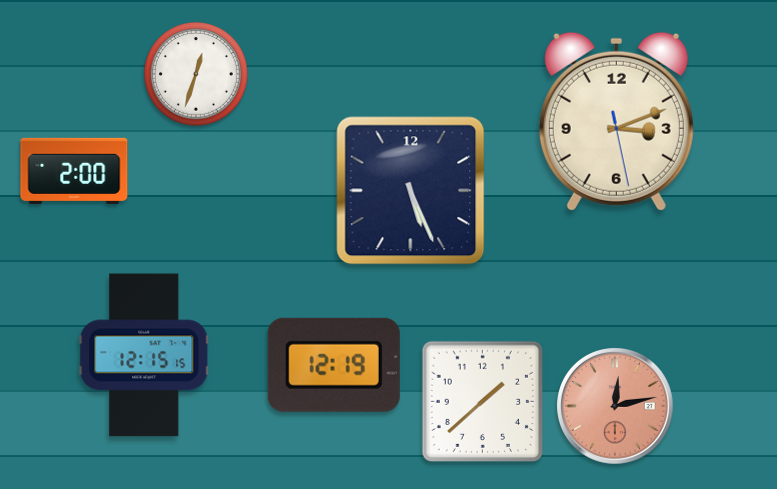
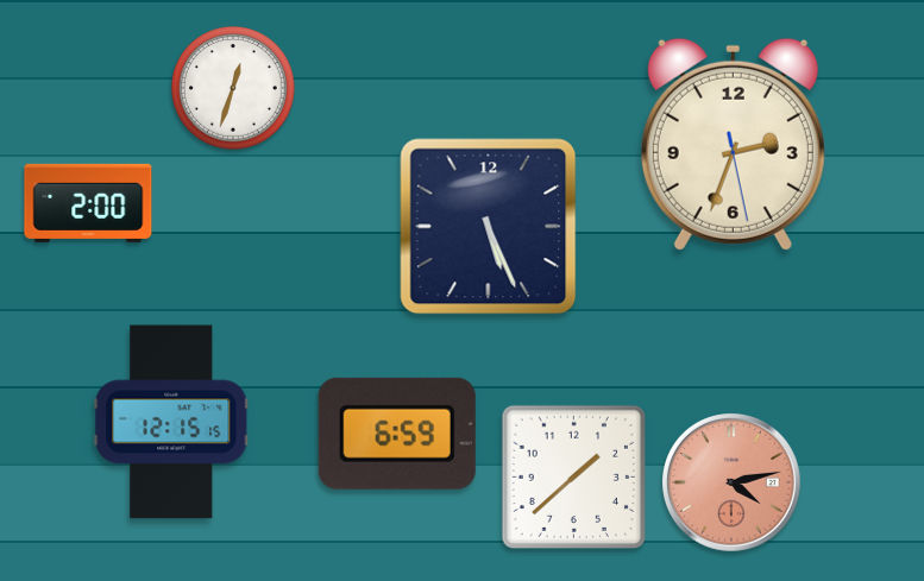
clock at (616, 121): 3:11 -> 2:33
clock at (334, 365): 12:19 -> 6:59
clock at (616, 407): 12:13 -> 4:13
